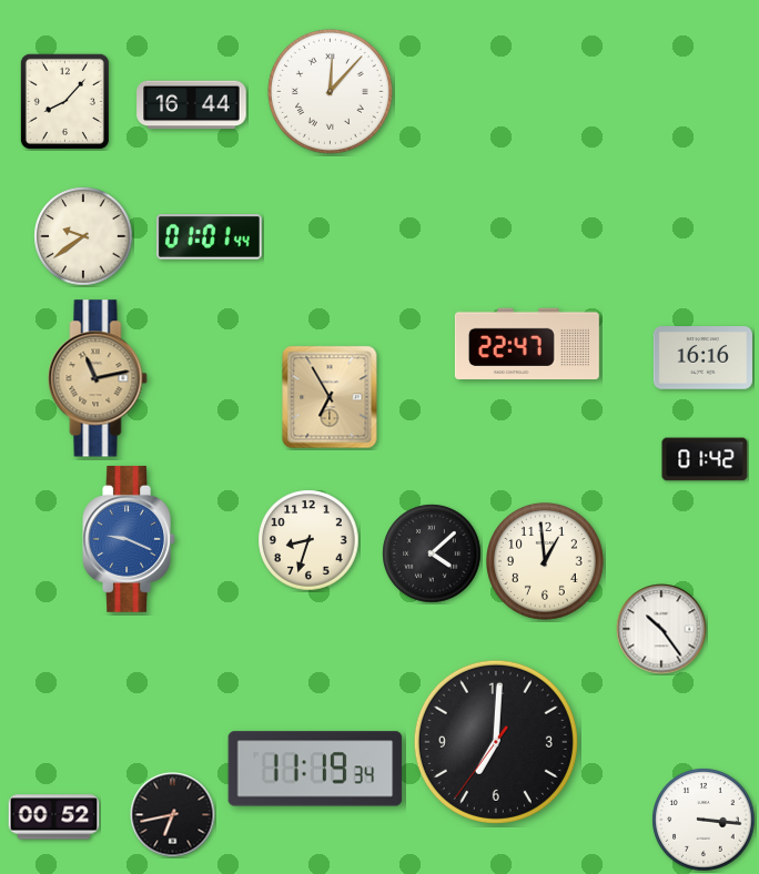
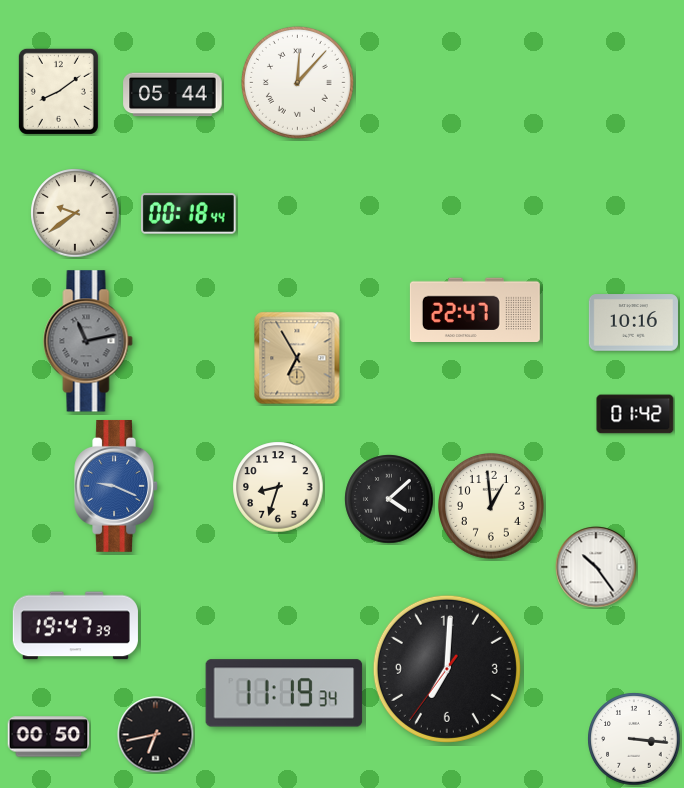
clock at (64, 101): 8:07 -> 8:09
clock at (192, 105): 16:44 -> 05:44
clock at (209, 237): 01:01 -> 00:18
clock at (702, 358): 16:16 -> 10:16
clock at (98, 378) dial: champagne -> grey
clock at (75, 626): none -> 19:47
clock at (54, 817): 00:52 -> 00:50
